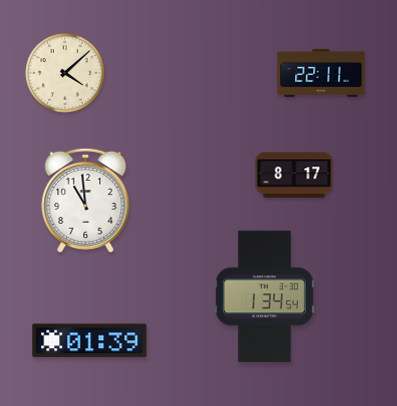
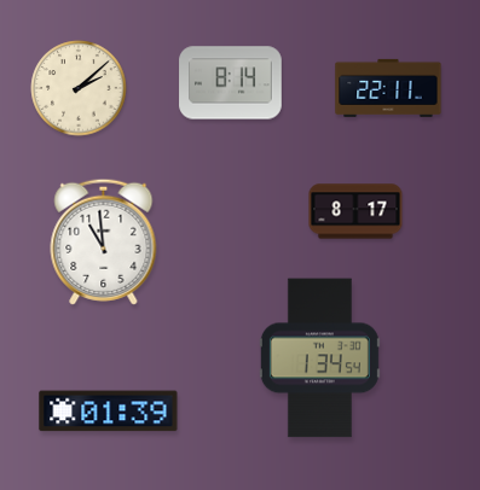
clock at (231, 83): none -> 8:14
clock at (65, 73): 4:08 -> 2:08
